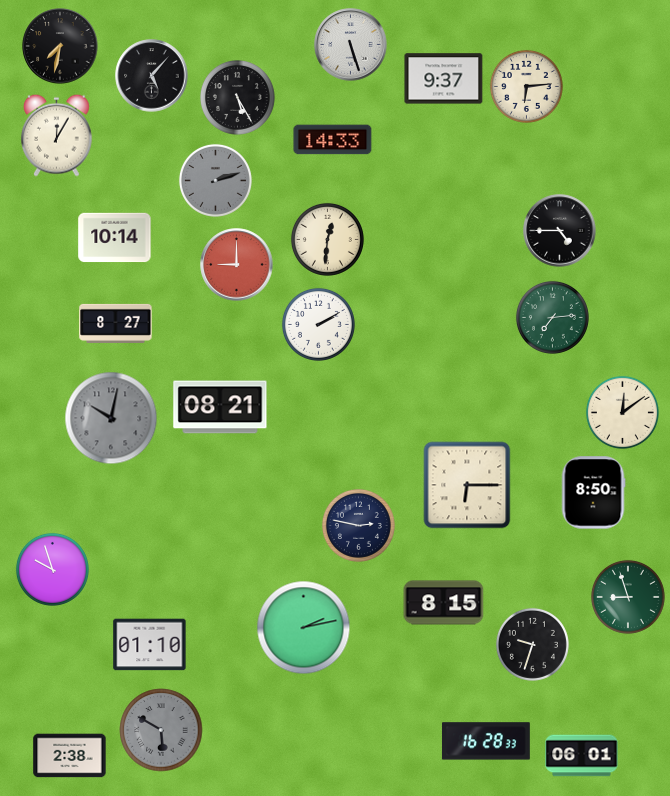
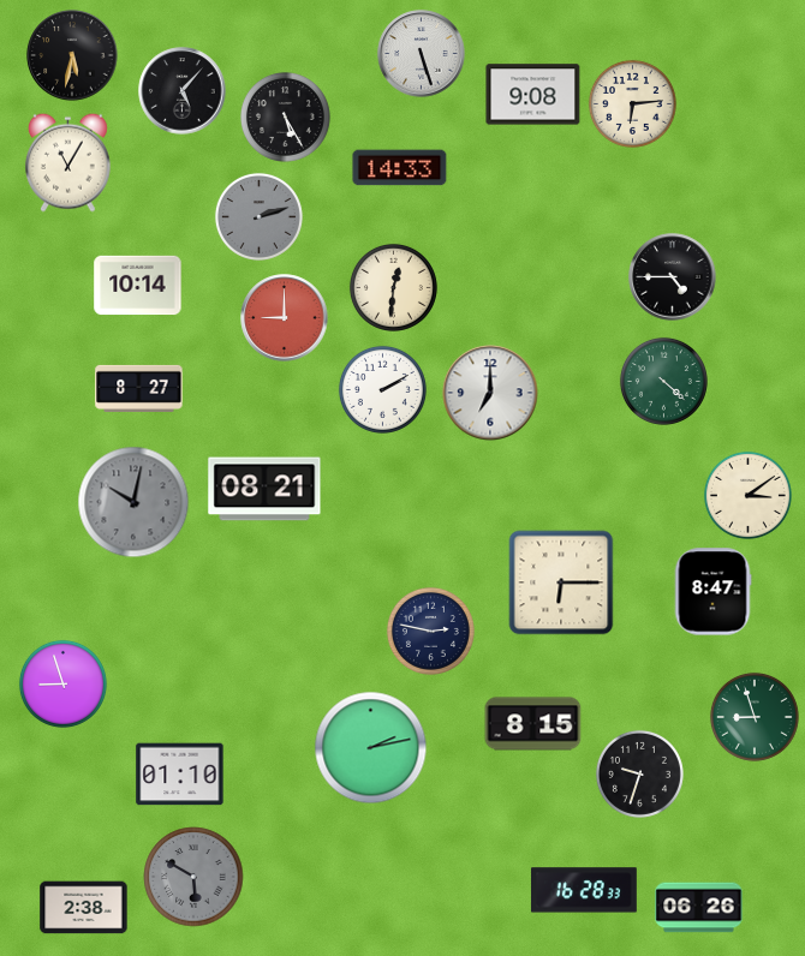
clock at (60, 46): 7:32 -> 5:32
clock at (444, 79): 9:37 -> 9:08
clock at (57, 135): 12:05 -> 11:05
clock at (552, 317): 7:14 -> 4:22
clock at (490, 393): none -> 7:00
clock at (622, 412): 12:09 -> 3:09
clock at (593, 493): 8:50 -> 8:47
clock at (52, 569): 9:57 -> 8:57
clock at (304, 628) position: (304, 628) -> (371, 748)
clock at (582, 756): 06:01 -> 06:26
